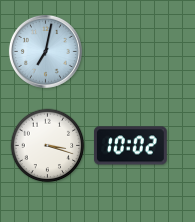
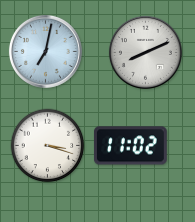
clock at (145, 52): none -> 8:11
clock at (130, 146): 10:02 -> 11:02
